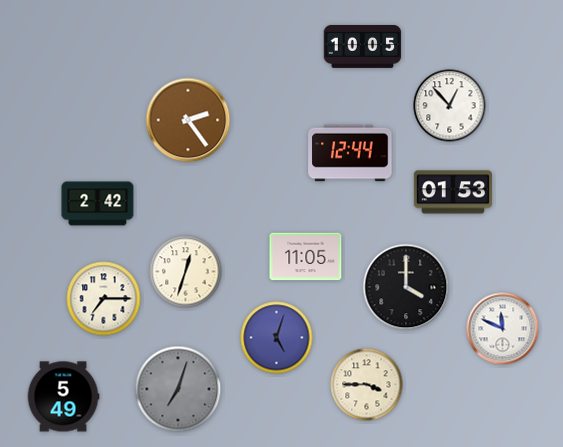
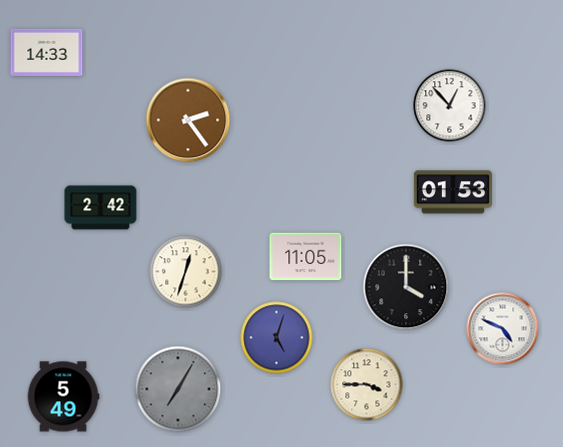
clock at (363, 46): 10:05 -> none
clock at (47, 52): none -> 14:33
clock at (350, 153): 12:44 -> none
clock at (98, 204) position: (98, 204) -> (101, 208)
clock at (104, 299): 7:15 -> none
clock at (503, 329): 11:49 -> 4:49
clock at (178, 389): 7:03 -> 7:05
